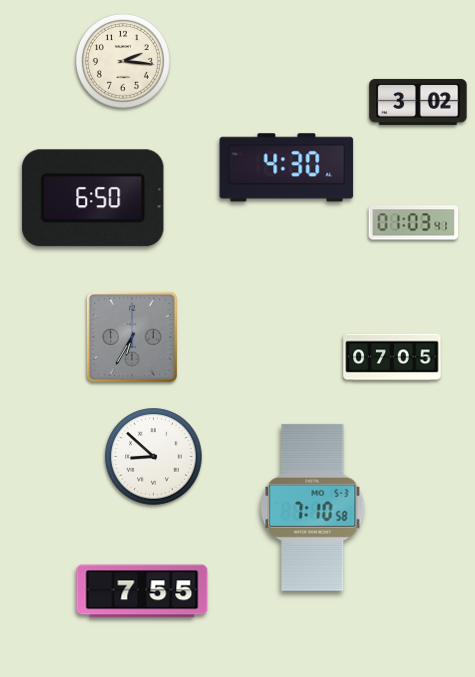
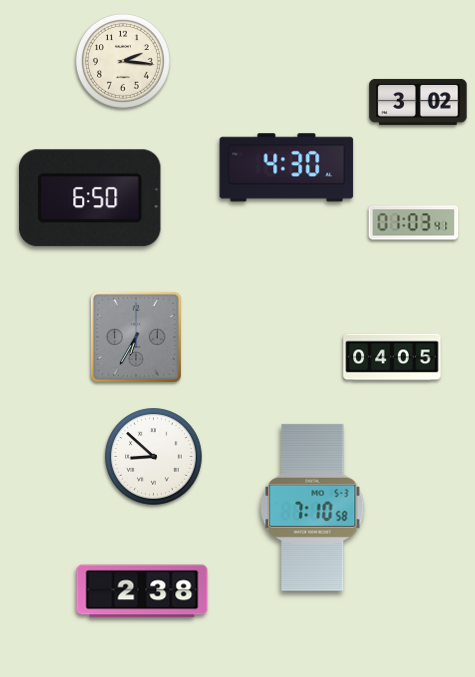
clock at (93, 198) position: (93, 198) -> (90, 198)
clock at (132, 337) position: (132, 337) -> (136, 337)
clock at (392, 357): 07:05 -> 04:05
clock at (142, 591): 7:55 -> 2:38
